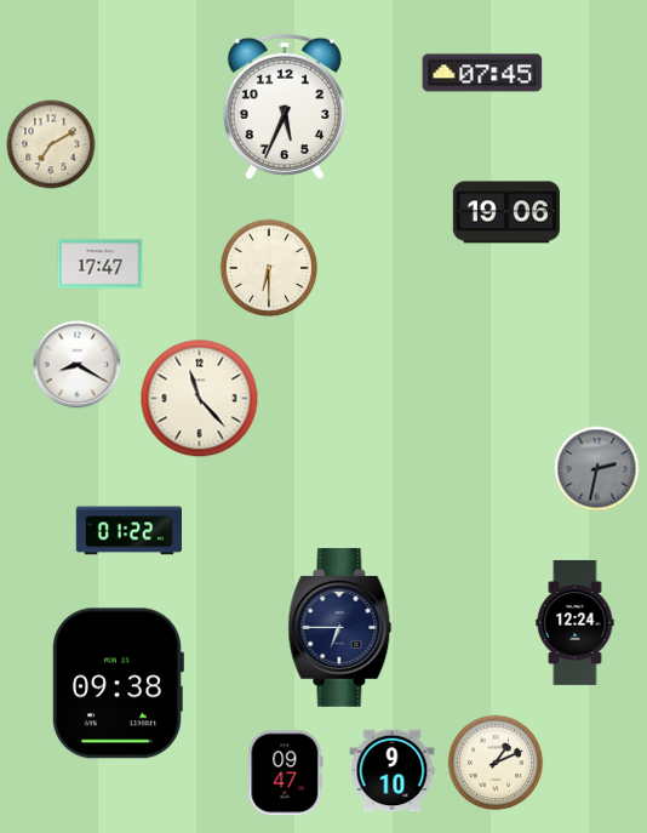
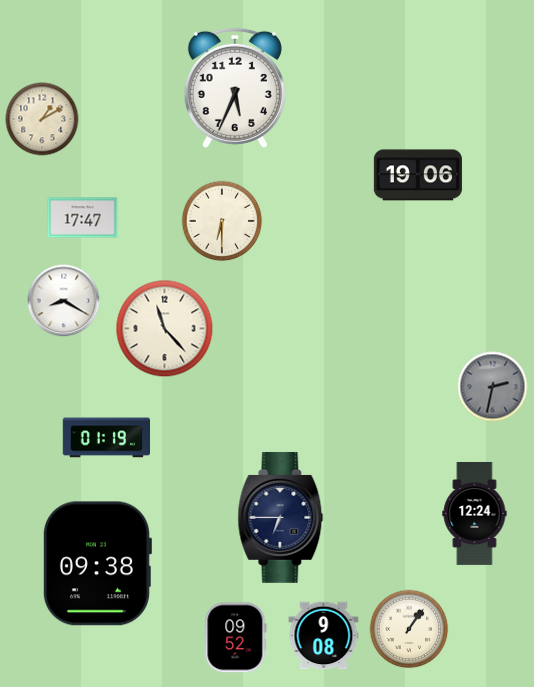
clock at (482, 73): 07:45 -> none
clock at (51, 144): 7:10 -> 1:10
clock at (128, 531): 01:22 -> 01:19
clock at (496, 763): 1:11 -> 1:06
clock at (393, 771): 9:10 -> 9:08
clock at (286, 774): 09:47 -> 09:52
